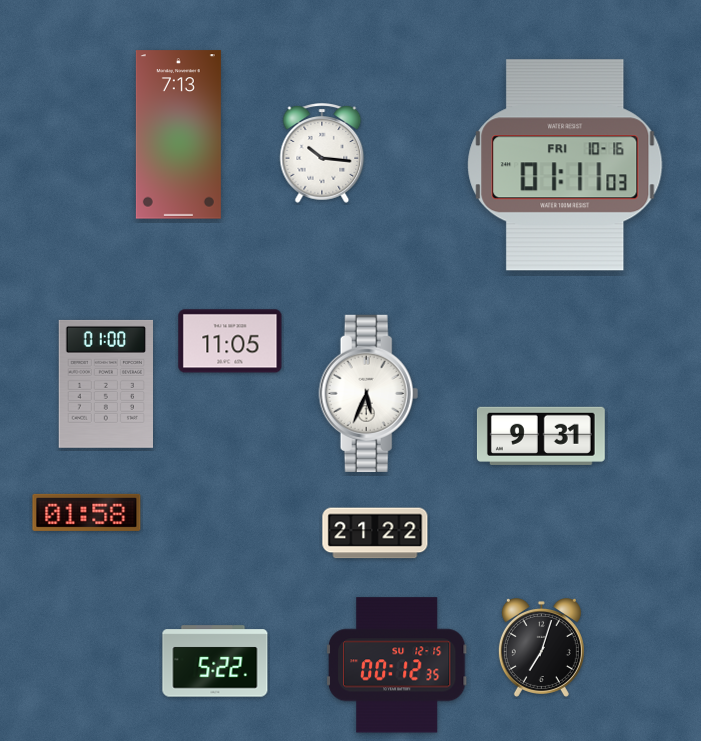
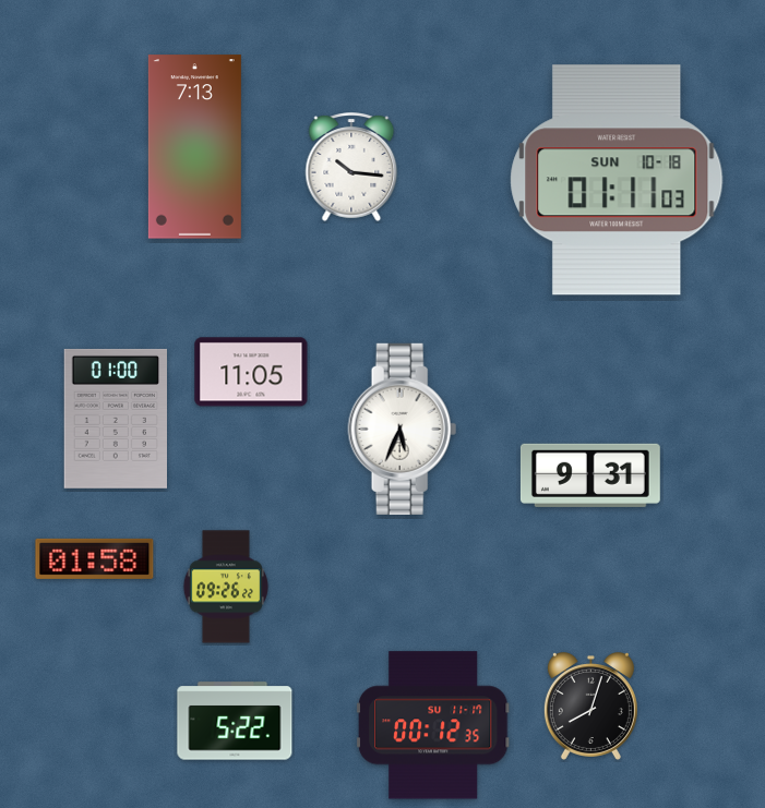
clock at (565, 165) date: FRI 10-16 -> SUN 10-18
clock at (375, 533): 21:22 -> none
clock at (226, 587): none -> 09:26
clock at (541, 648): 7:03 -> 8:03
clock at (397, 665) date: SU 12-15 -> SU 11-17
